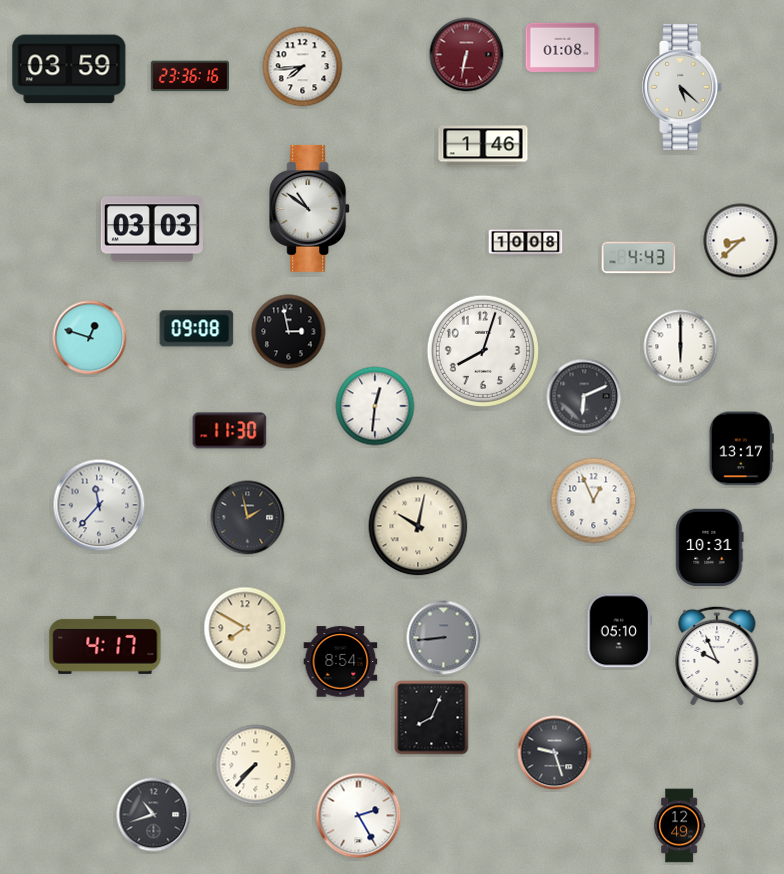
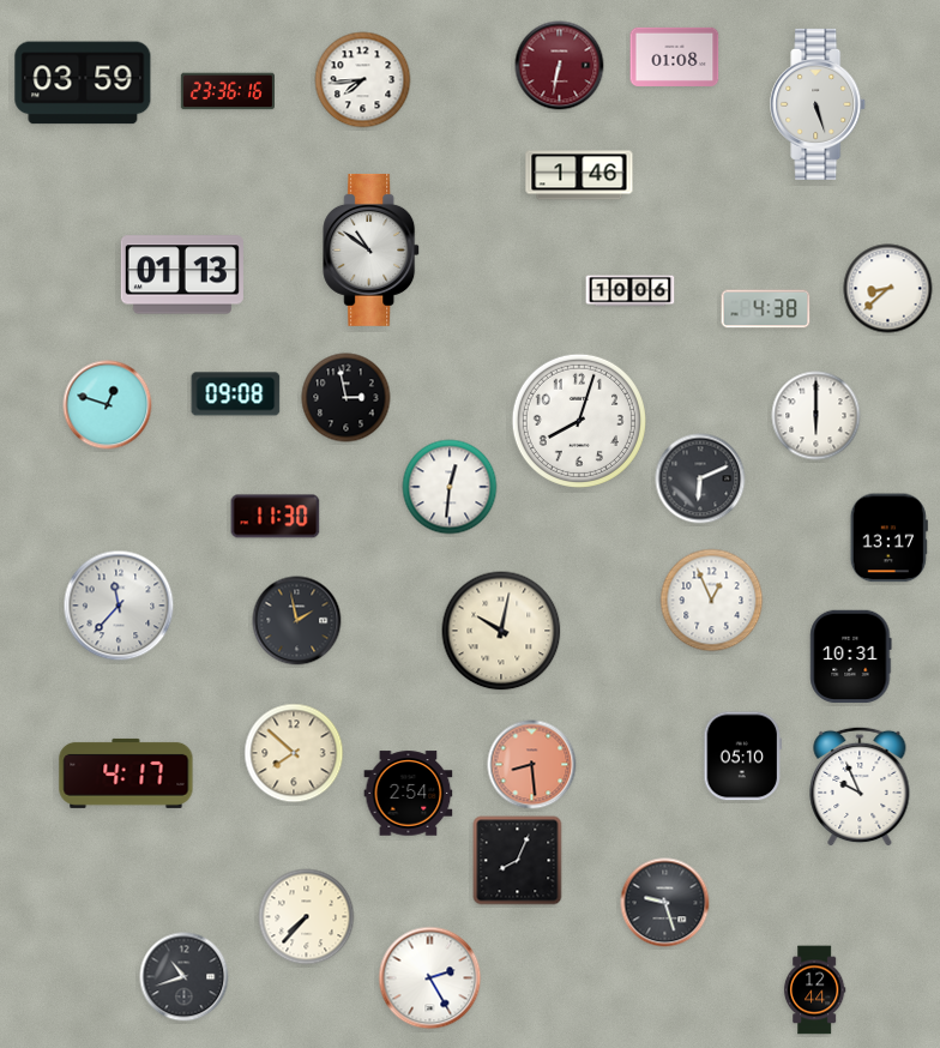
clock at (683, 87): 5:22 -> 5:27
clock at (152, 229): 03:03 -> 01:13
clock at (526, 243): 10:08 -> 10:06
clock at (639, 258): 4:43 -> 4:38
clock at (584, 396) position: (584, 396) -> (700, 478)
clock at (245, 628): 7:50 -> 7:52
clock at (444, 638): 8:44 -> 8:29
clock at (444, 638) dial: grey -> salmon
clock at (341, 662): 8:54 -> 2:54
clock at (679, 826): 12:49 -> 12:44
